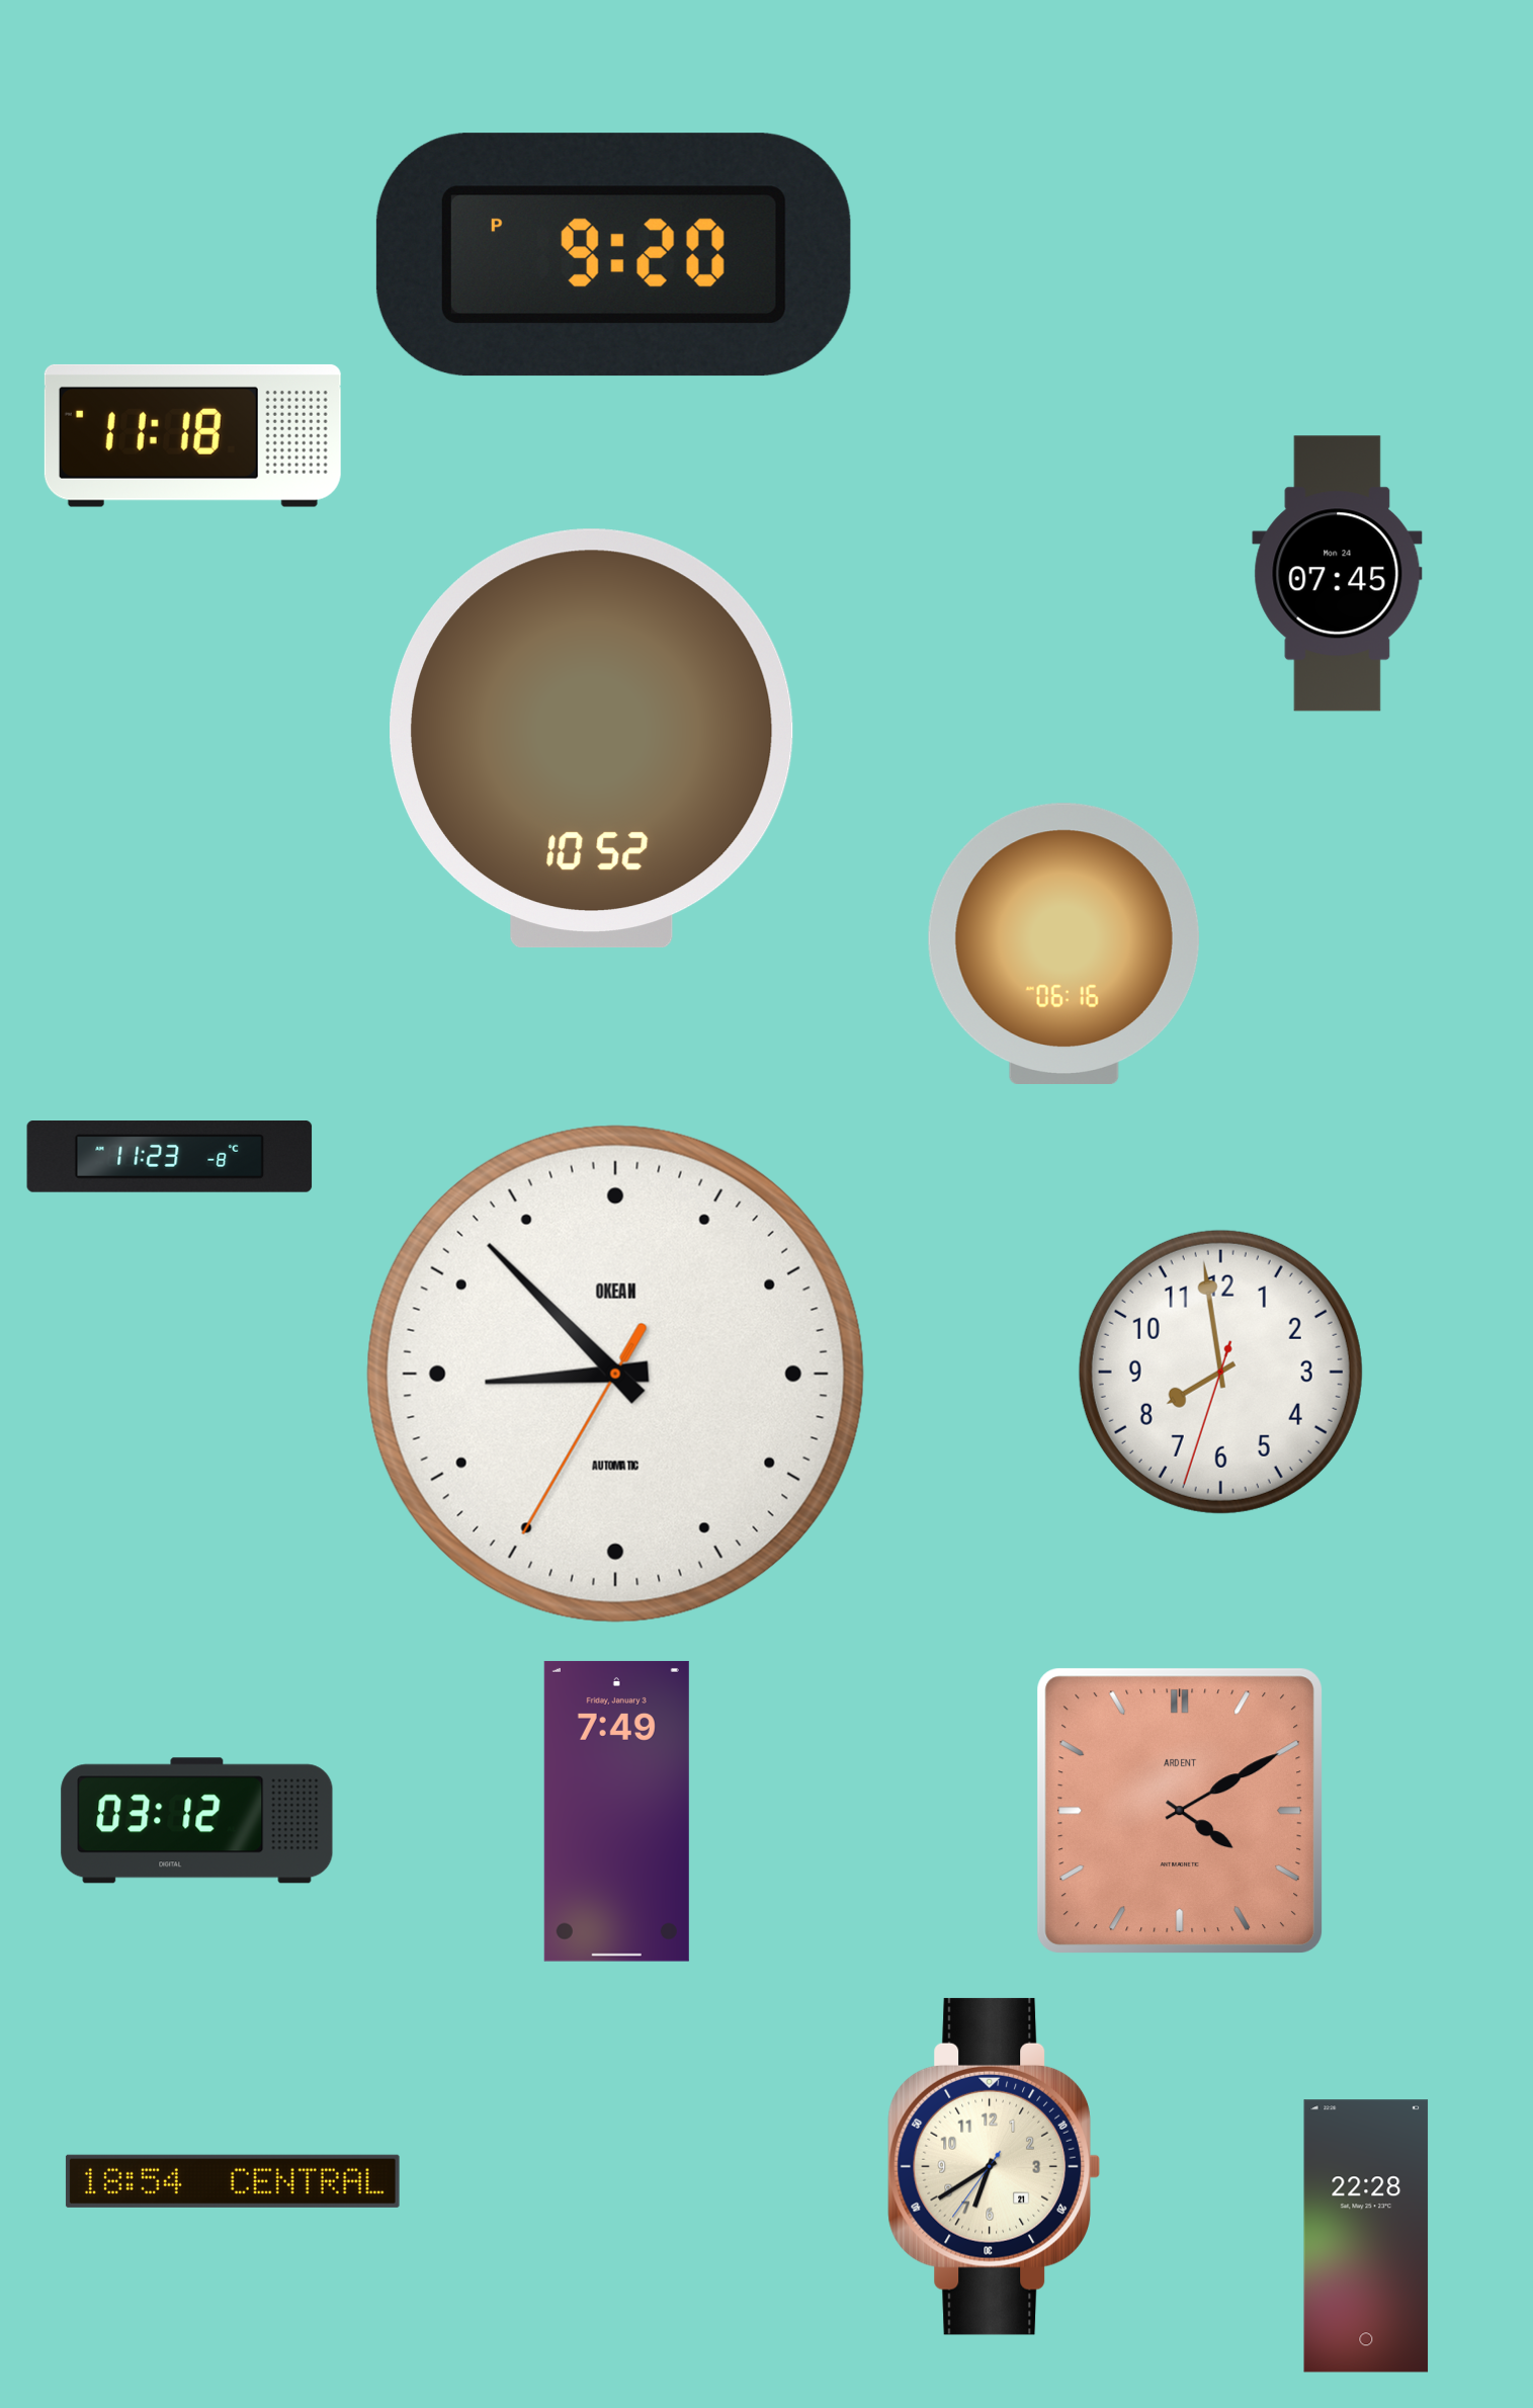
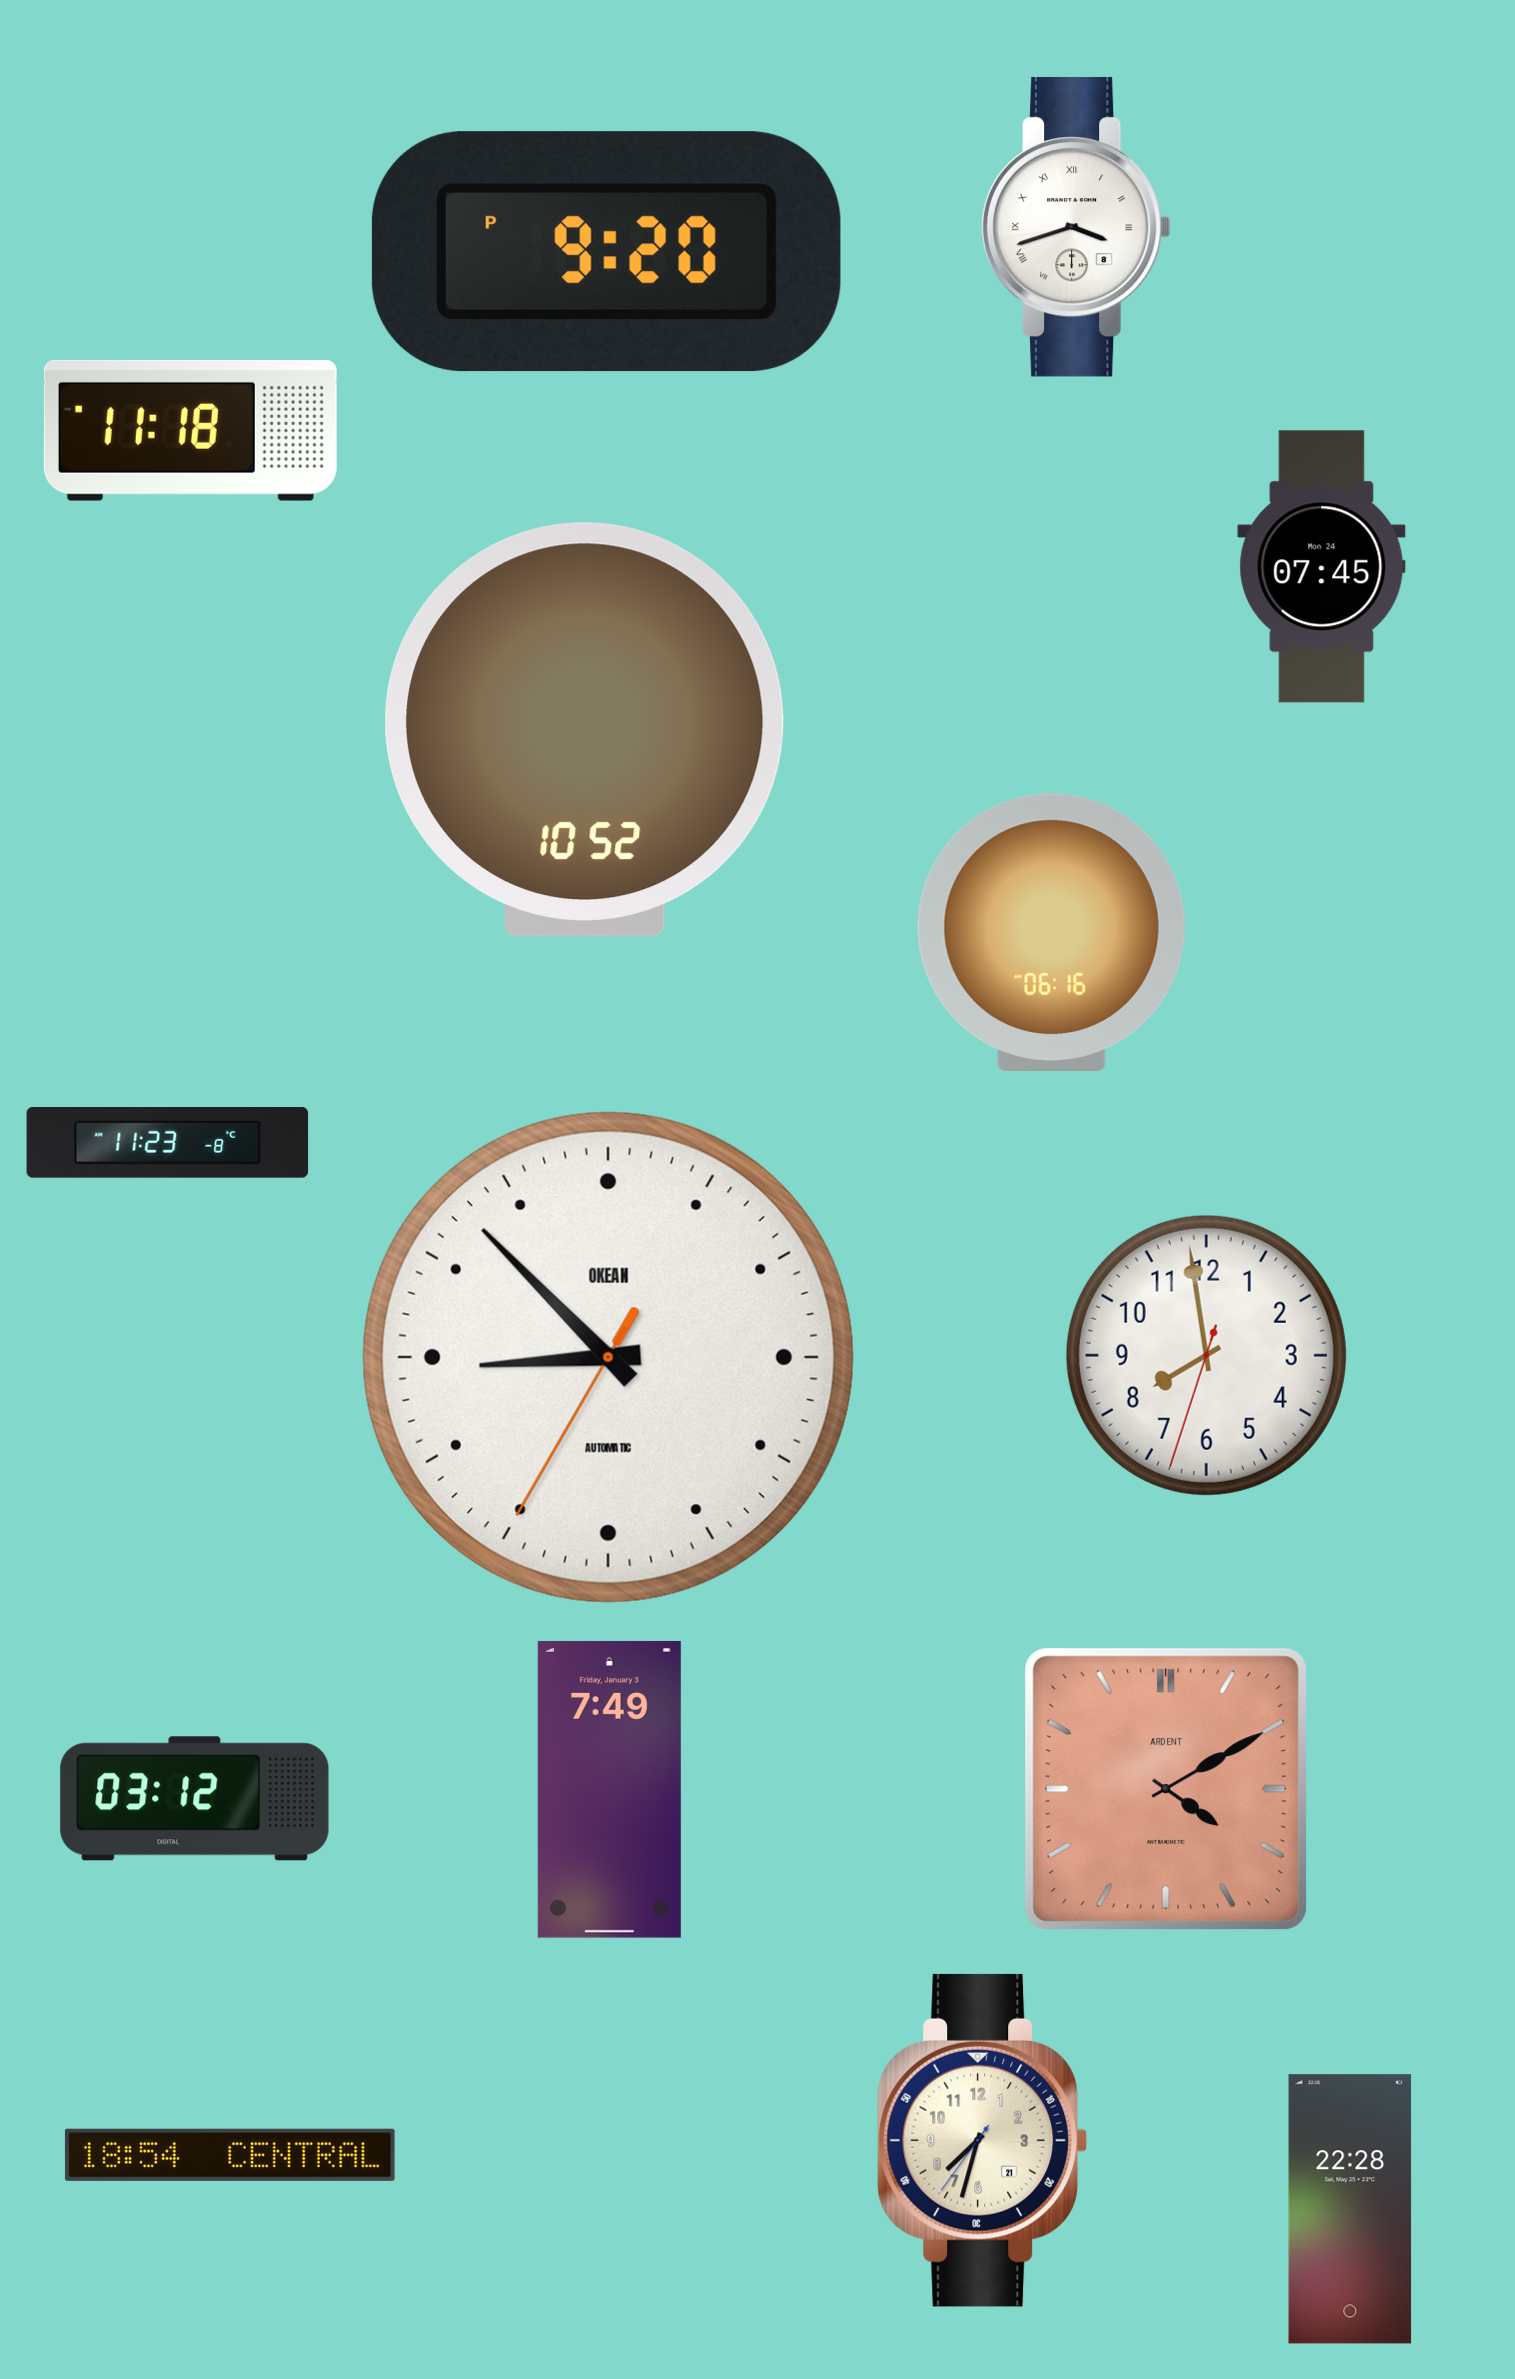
clock at (1076, 227): none -> 3:42
clock at (994, 2166): 6:39 -> 7:32
